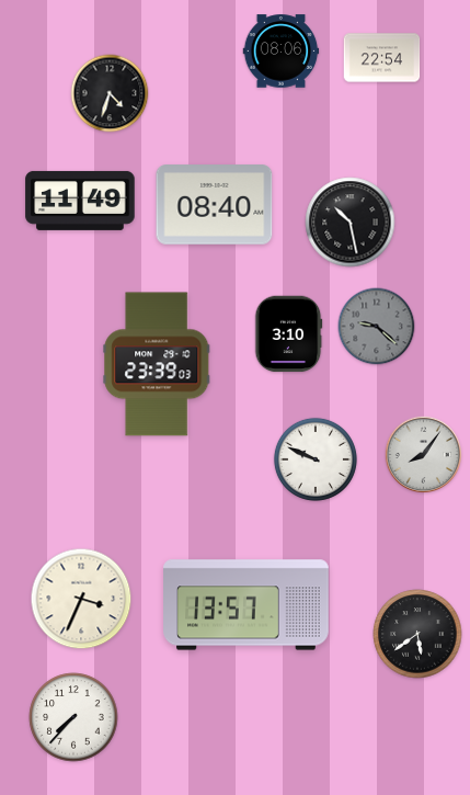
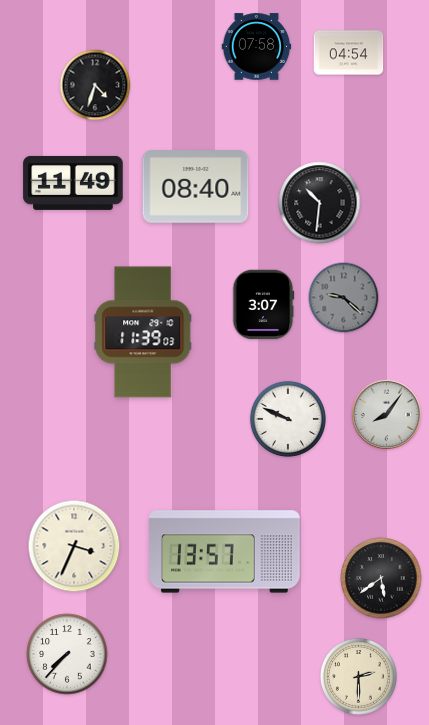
clock at (282, 52): 08:06 -> 07:58
clock at (382, 58): 22:54 -> 04:54
clock at (110, 93) position: (110, 93) -> (95, 85)
clock at (351, 223): 10:28 -> 10:31
clock at (288, 334): 3:10 -> 3:07
clock at (157, 364): 23:39 -> 11:39
clock at (358, 676): none -> 2:30
